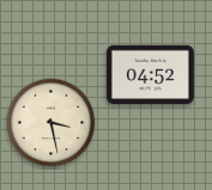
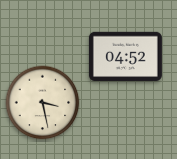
clock at (150, 74) position: (150, 74) -> (125, 56)
